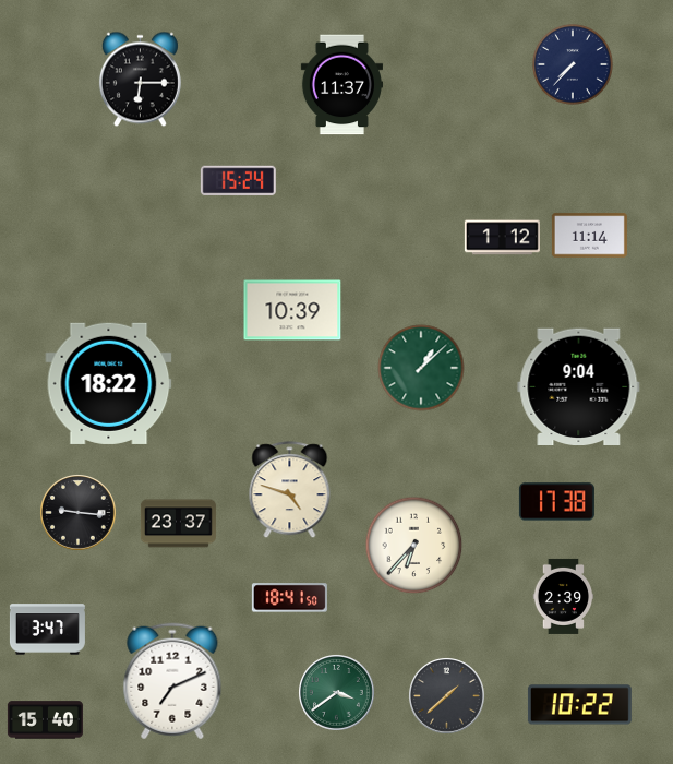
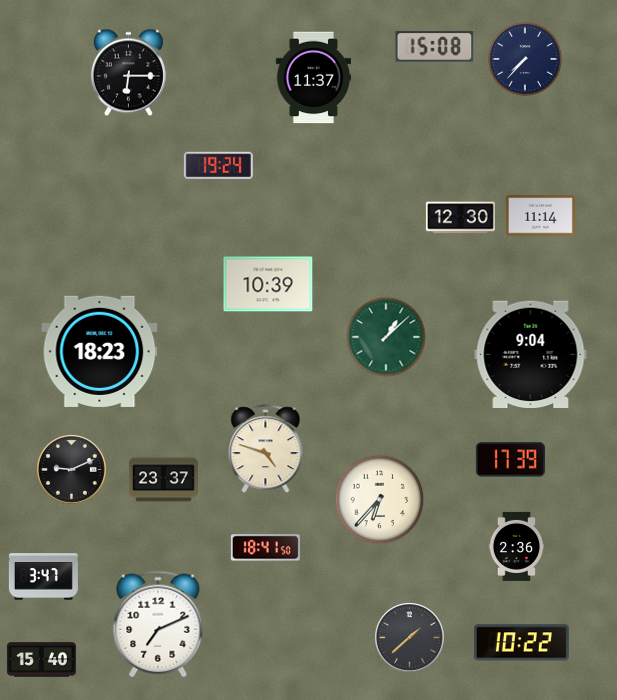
clock at (435, 47): none -> 15:08
clock at (238, 181): 15:24 -> 19:24
clock at (502, 238): 1:12 -> 12:30
clock at (109, 383): 18:22 -> 18:23
clock at (556, 502): 17:38 -> 17:39
clock at (79, 513): 9:16 -> 9:11
clock at (564, 596): 2:39 -> 2:36
clock at (337, 693): 3:39 -> none
clock at (579, 705) position: (579, 705) -> (521, 643)
